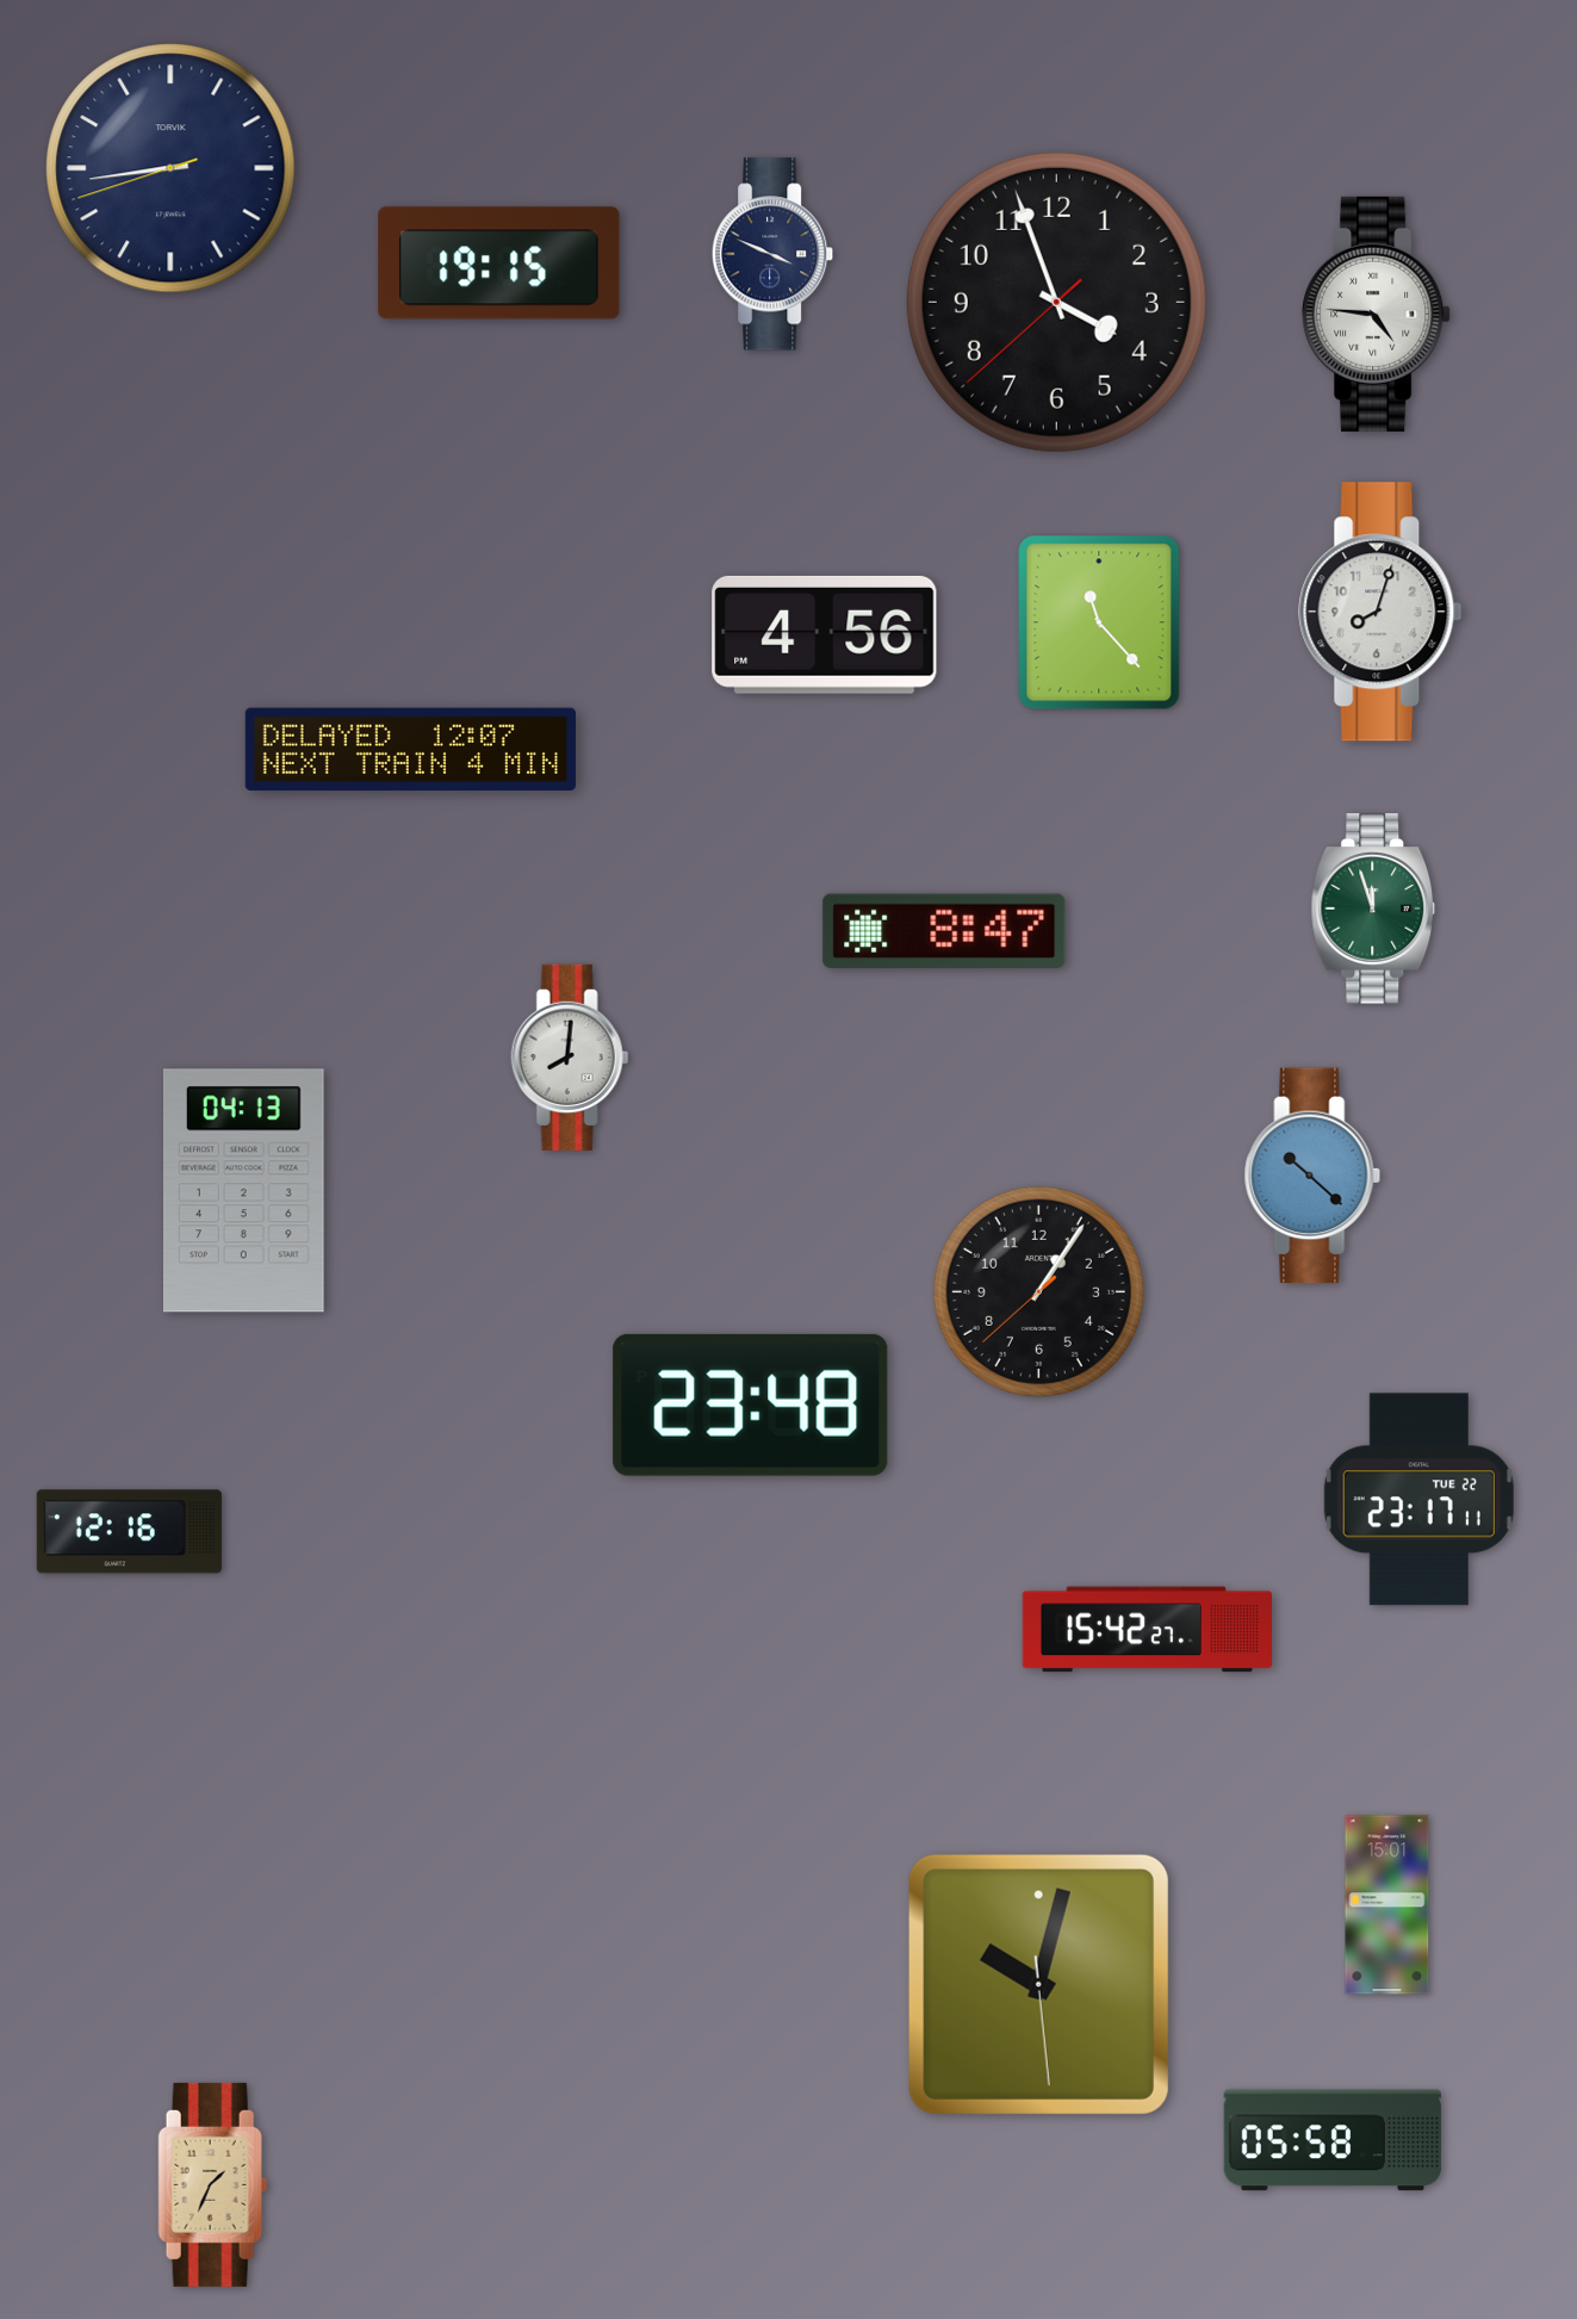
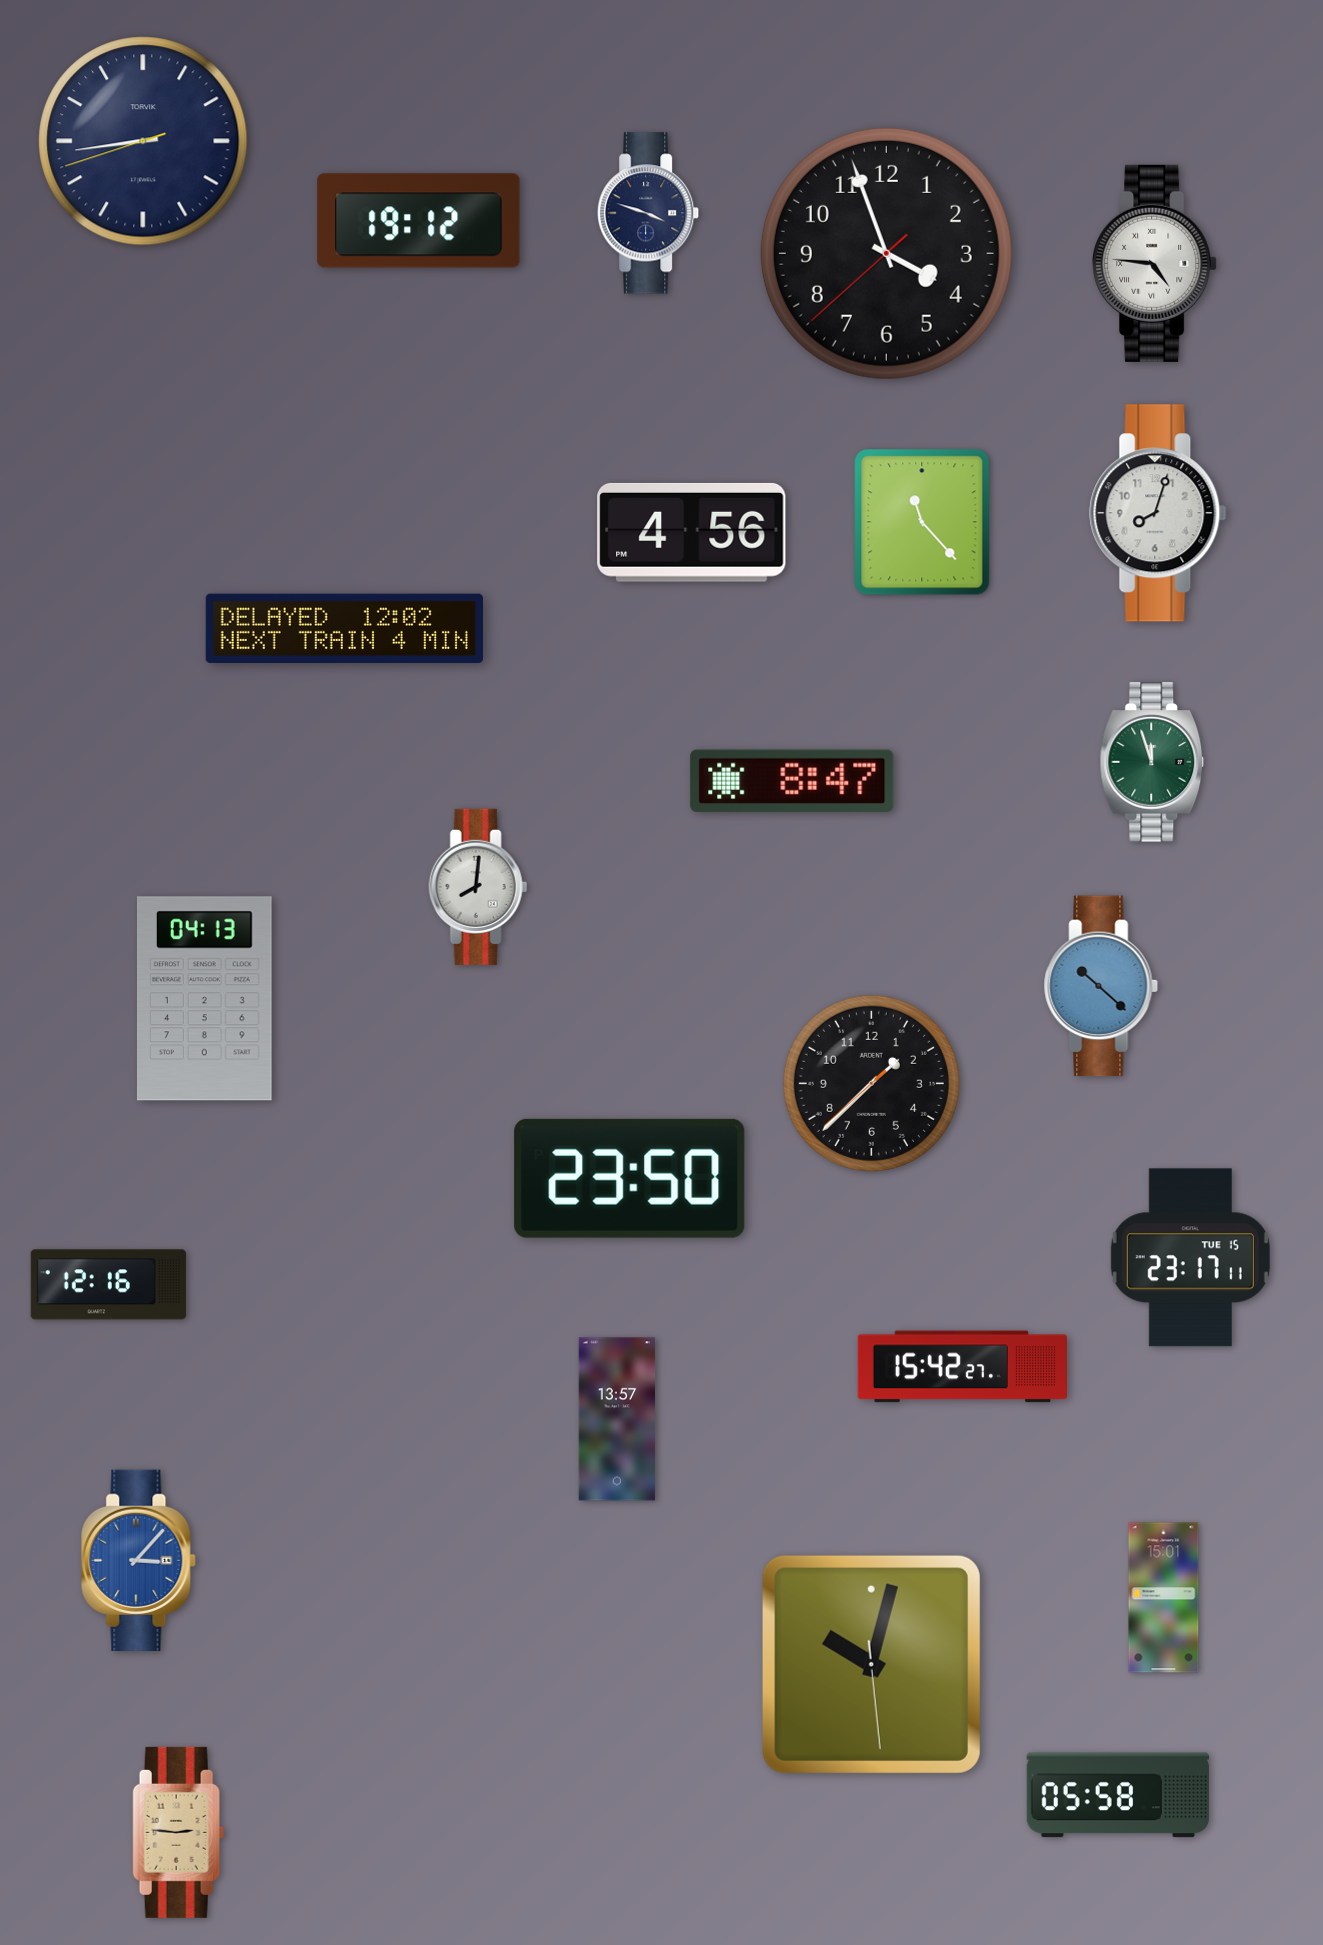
clock at (774, 254): 3:49 -> 3:48
clock at (499, 263): 19:15 -> 19:12
clock at (410, 750): 12:07 -> 12:02
clock at (1038, 1291): 1:05 -> 1:37
clock at (751, 1405): 23:48 -> 23:50
clock at (1418, 1500) date: TUE 22 -> TUE 15
clock at (617, 1419): none -> 13:57
clock at (139, 1560): none -> 3:07
clock at (213, 2184): 1:34 -> 2:46
